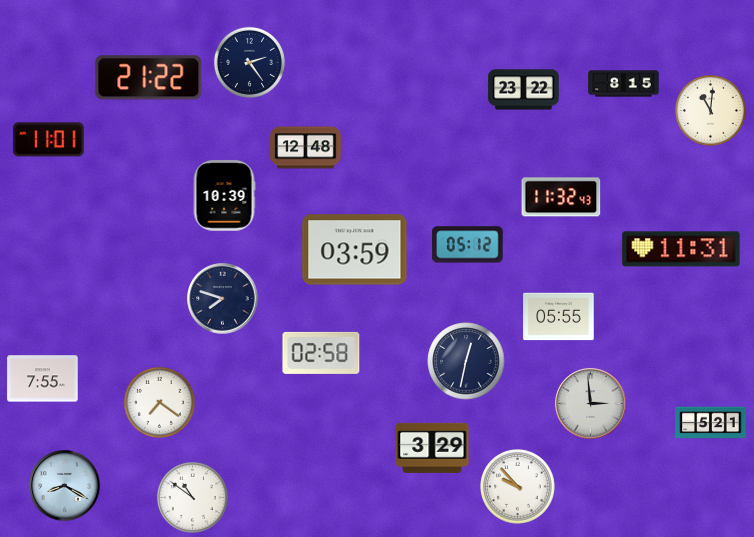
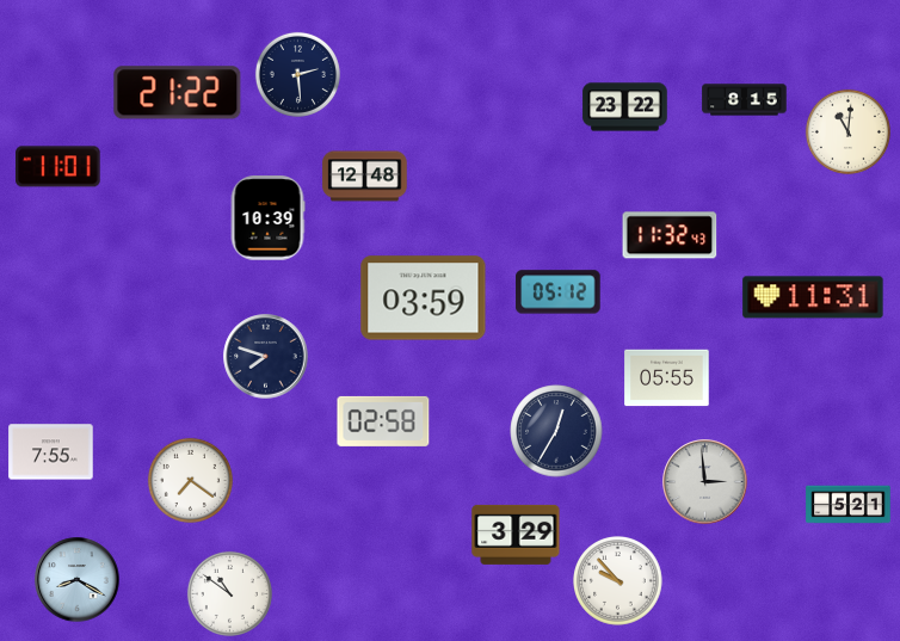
clock at (249, 62): 2:24 -> 2:29
clock at (224, 196) position: (224, 196) -> (267, 218)
clock at (466, 361): 12:32 -> 12:35
